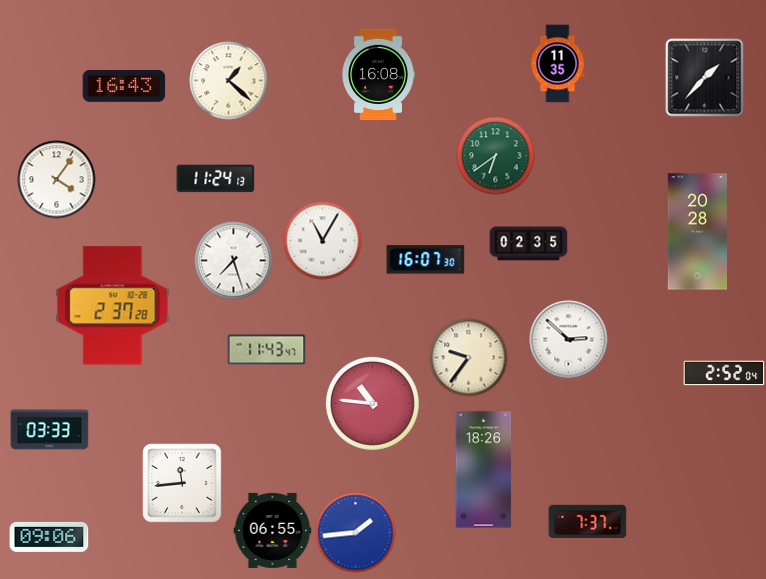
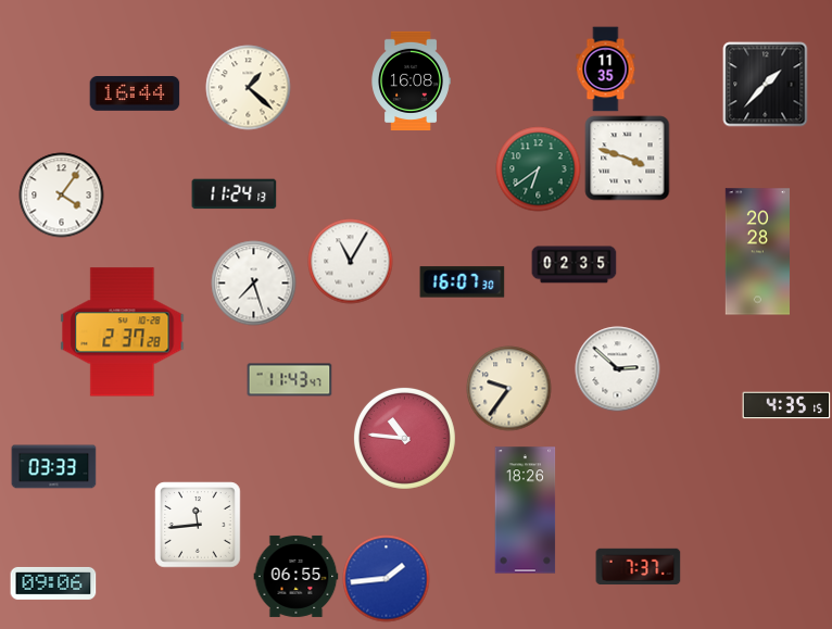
clock at (124, 87): 16:43 -> 16:44
clock at (627, 158): none -> 3:48
clock at (724, 373): 2:52 -> 4:35
